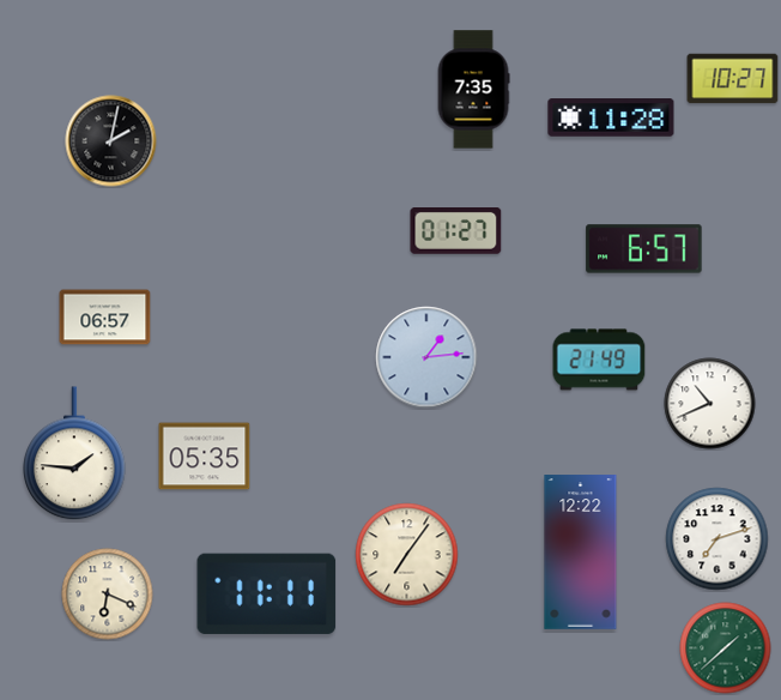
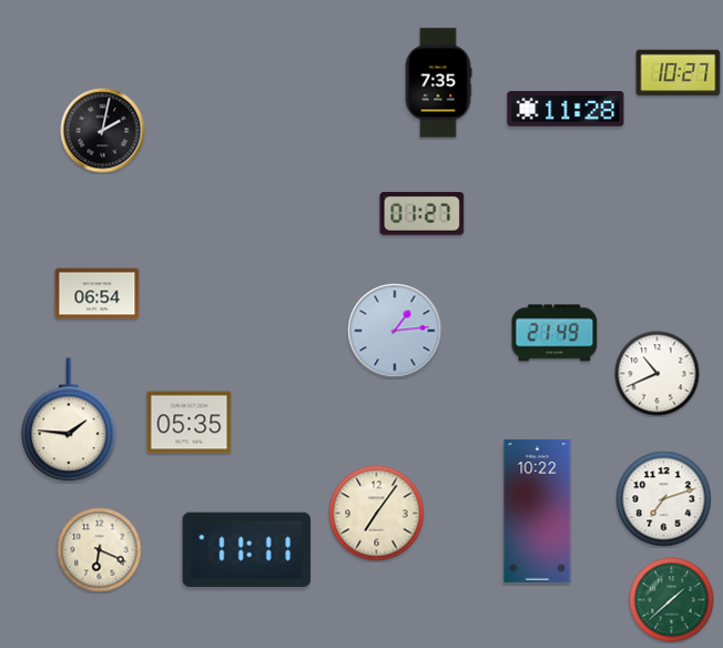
clock at (644, 249): 6:57 -> none
clock at (105, 318): 06:57 -> 06:54
clock at (581, 553): 12:22 -> 10:22
